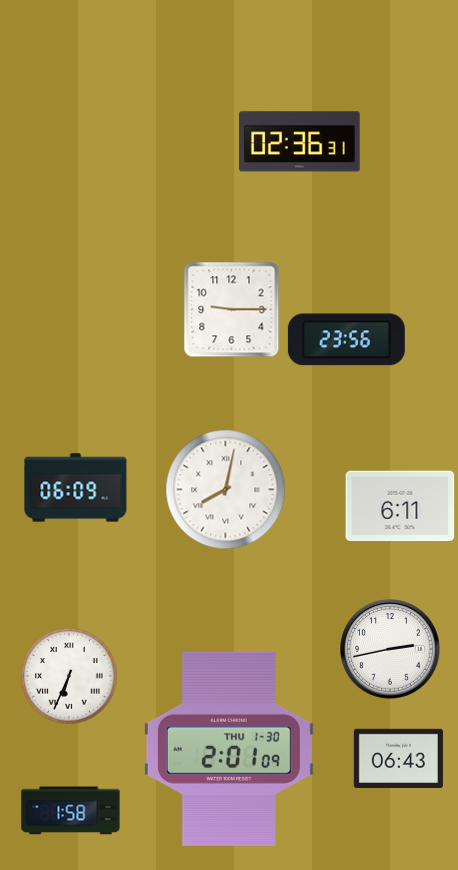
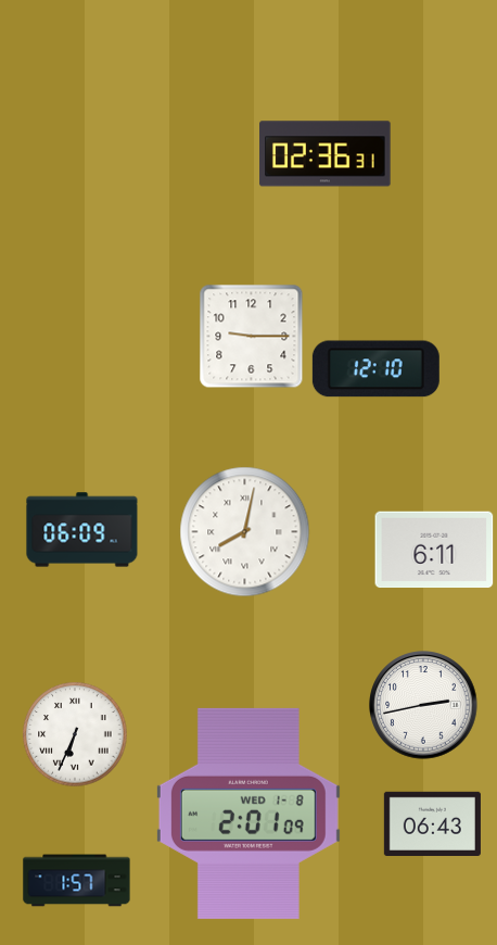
clock at (346, 340): 23:56 -> 12:10
clock at (229, 749) date: THU 1-30 -> WED 1-8
clock at (71, 811): 1:58 -> 1:57
